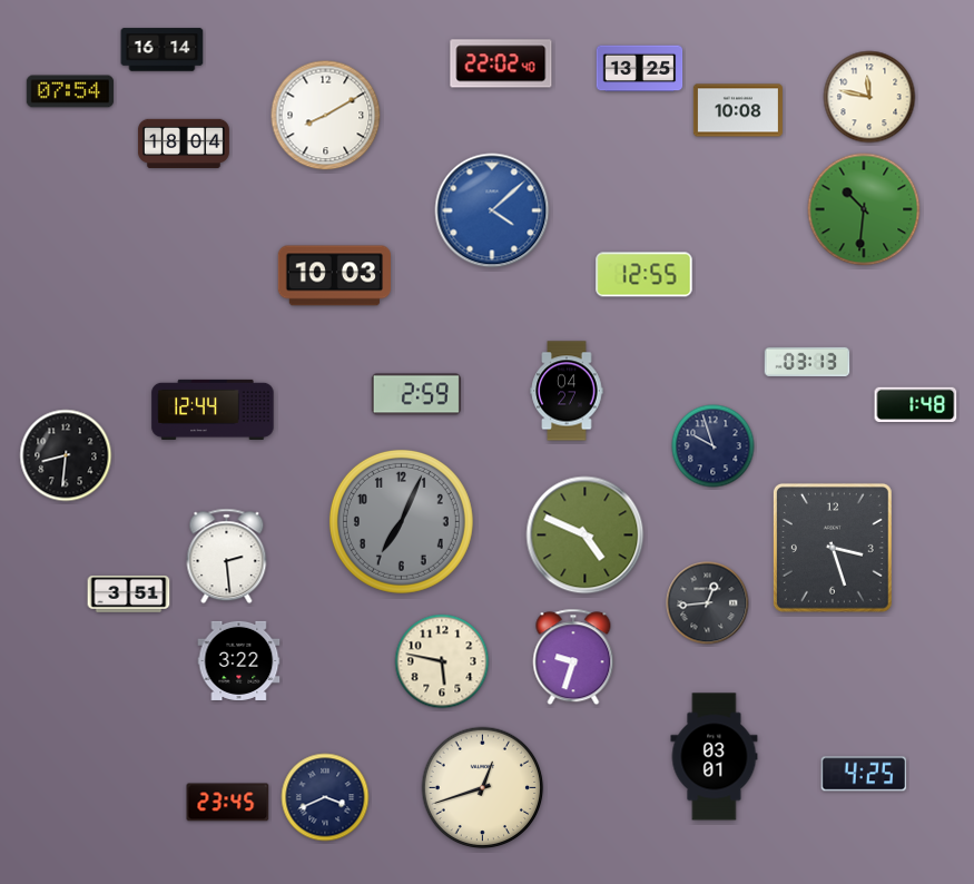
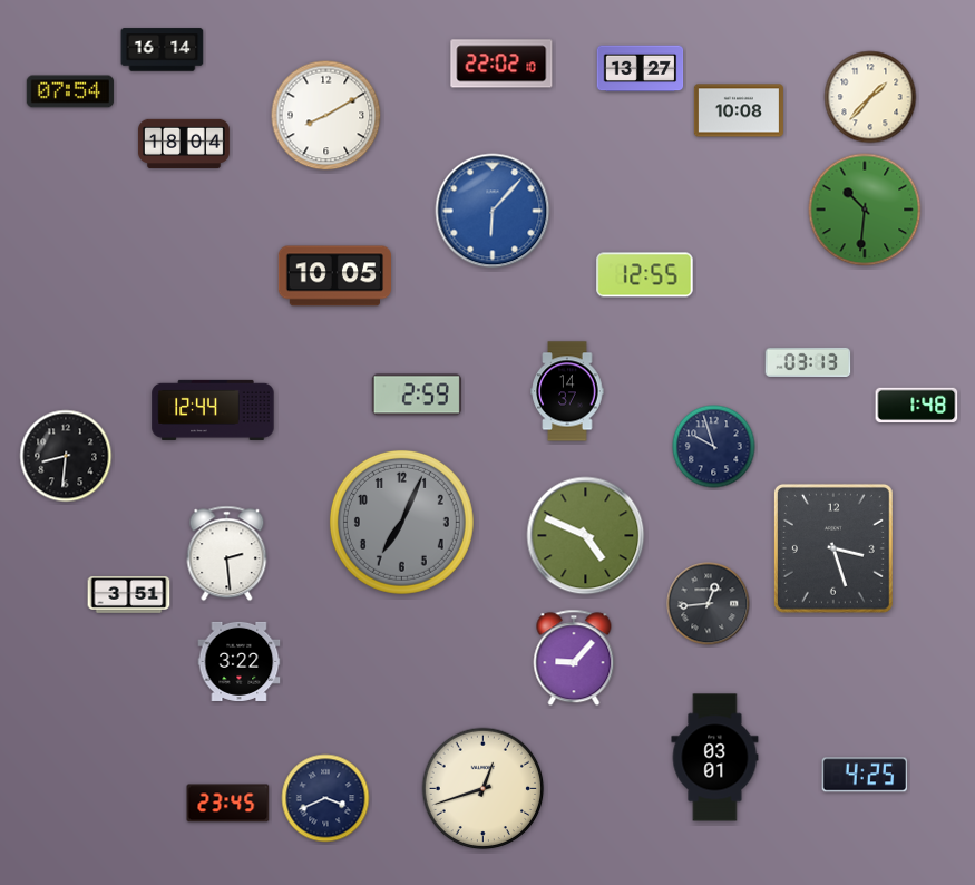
clock at (501, 63): 22:02:40 -> 22:02:10
clock at (640, 69): 13:25 -> 13:27
clock at (869, 97): 11:47 -> 1:37
clock at (492, 210): 4:08 -> 6:07
clock at (334, 276): 10:03 -> 10:05
clock at (567, 391): 04:27 -> 14:37
clock at (227, 557) position: (227, 557) -> (227, 554)
clock at (573, 657): 9:33 -> 9:07
clock at (442, 661): 5:47 -> none
